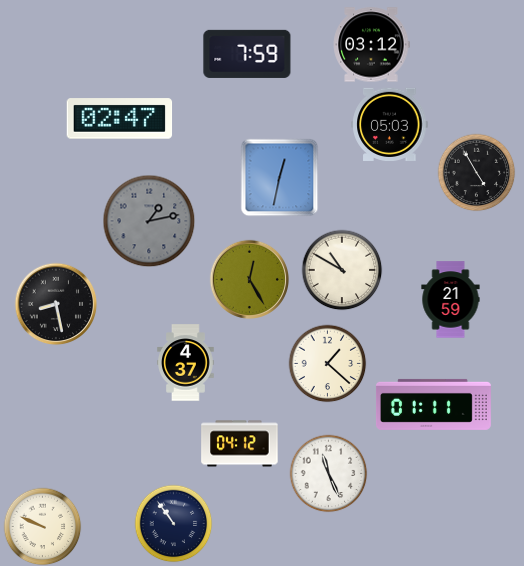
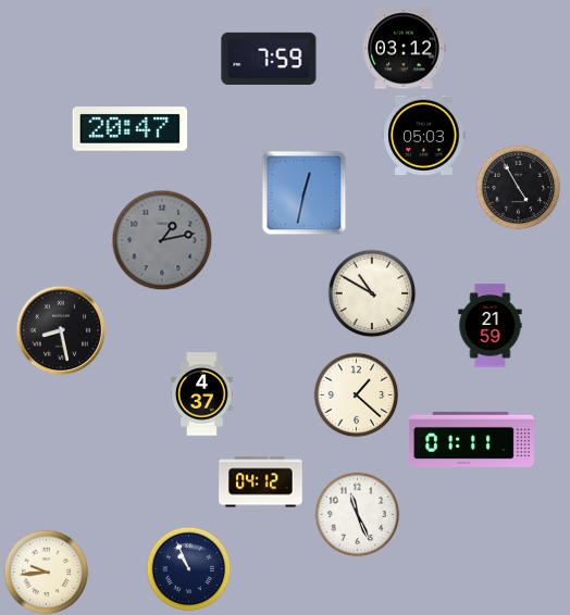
clock at (120, 119): 02:47 -> 20:47
clock at (249, 279): 12:25 -> none
clock at (173, 523): 10:54 -> 10:56
clock at (42, 526): 9:49 -> 9:44
